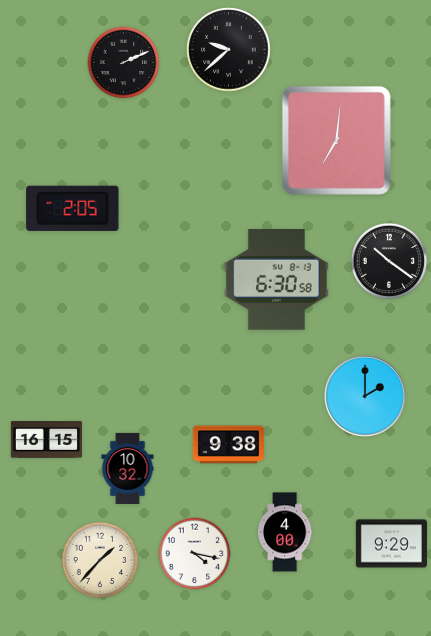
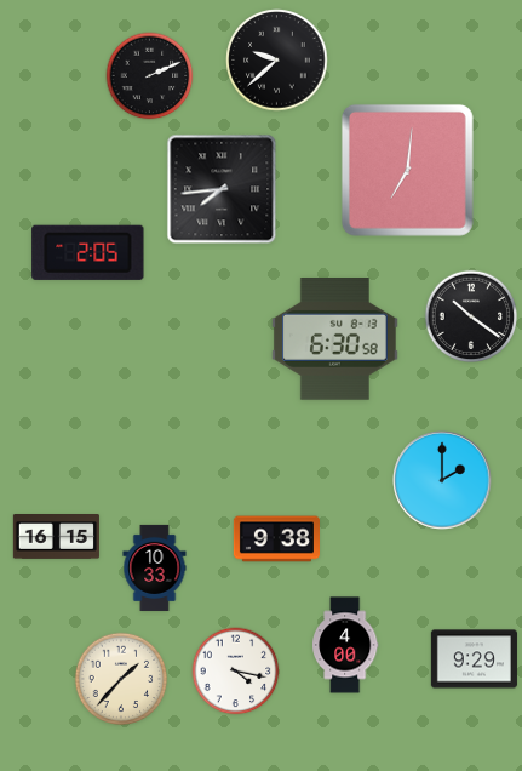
clock at (222, 189): none -> 7:44
clock at (46, 440) position: (46, 440) -> (56, 537)
clock at (128, 468): 10:32 -> 10:33
